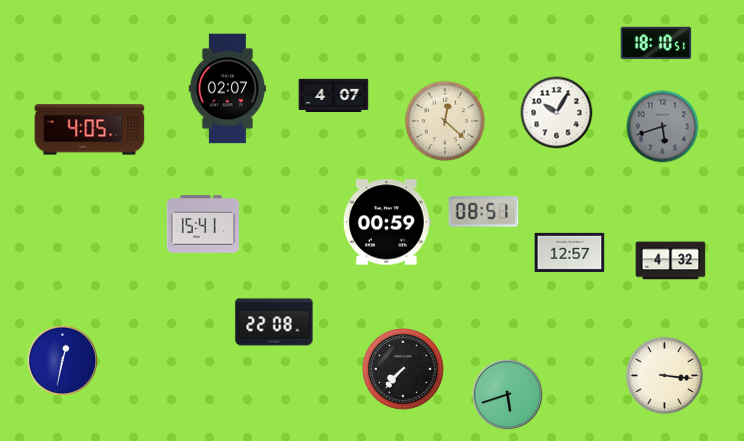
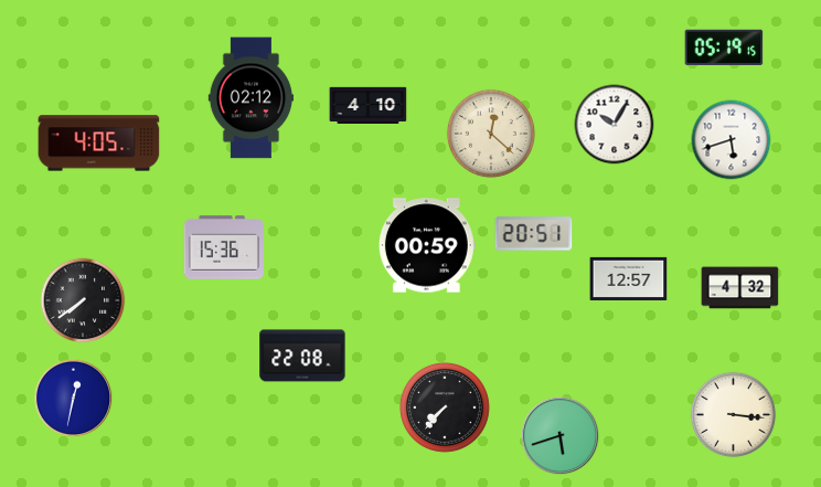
clock at (656, 42): 18:10 -> 05:19
clock at (228, 89): 02:07 -> 02:12
clock at (334, 96): 4:07 -> 4:10
clock at (663, 127) dial: grey -> white
clock at (484, 212): 08:51 -> 20:51
clock at (202, 224): 15:41 -> 15:36
clock at (83, 300): none -> 7:39
clock at (63, 361) position: (63, 361) -> (74, 399)
